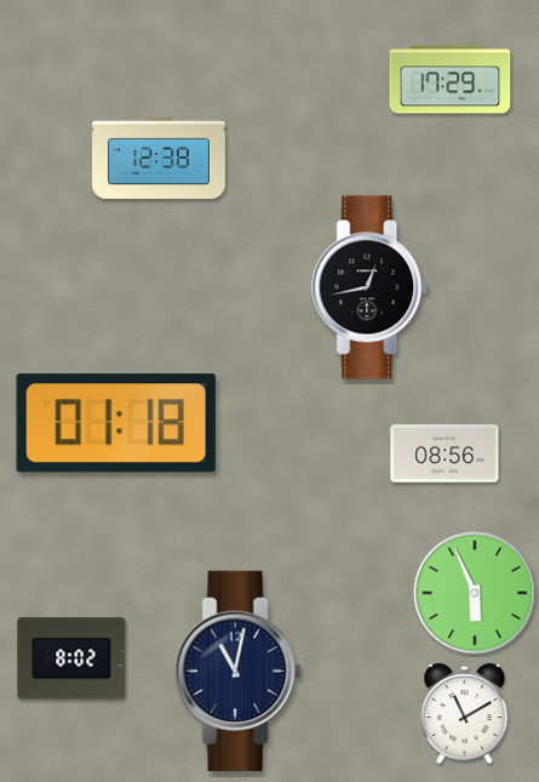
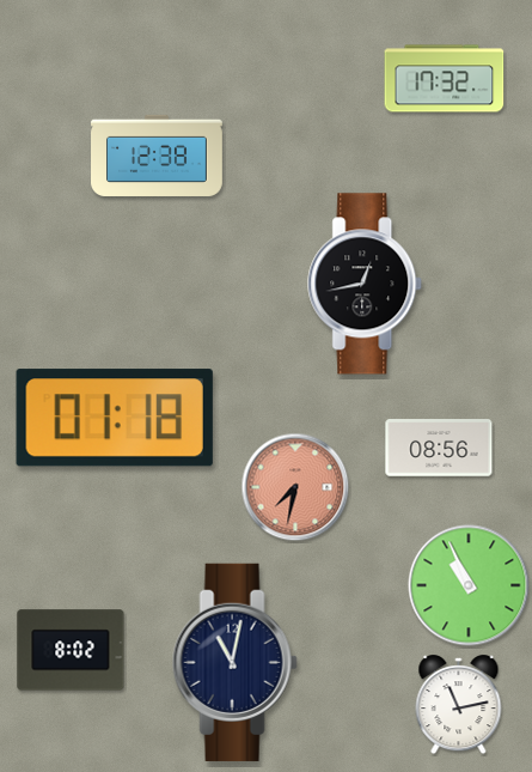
clock at (451, 80): 17:29 -> 17:32
clock at (295, 487): none -> 7:32
clock at (475, 593): 5:56 -> 10:56
clock at (465, 714): 11:10 -> 11:13
